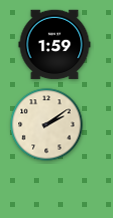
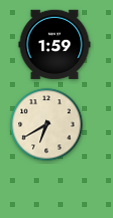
clock at (47, 125): 2:09 -> 6:40
